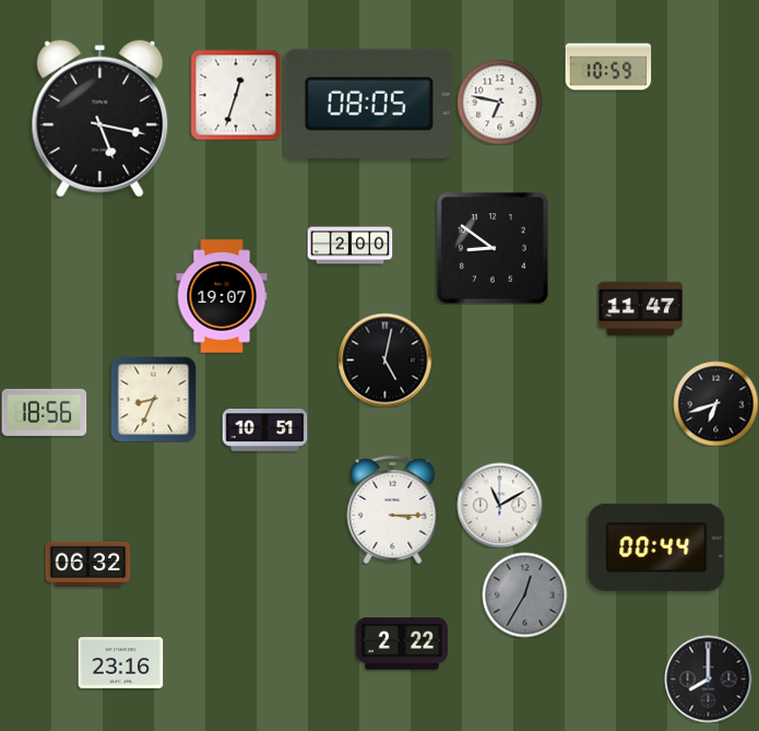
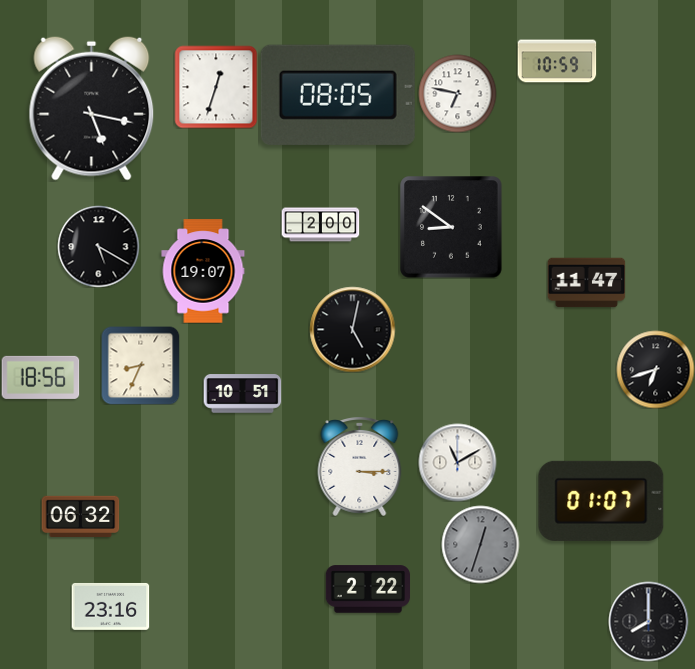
clock at (98, 246): none -> 5:20
clock at (656, 547): 00:44 -> 01:07
clock at (524, 594): 12:35 -> 12:33
